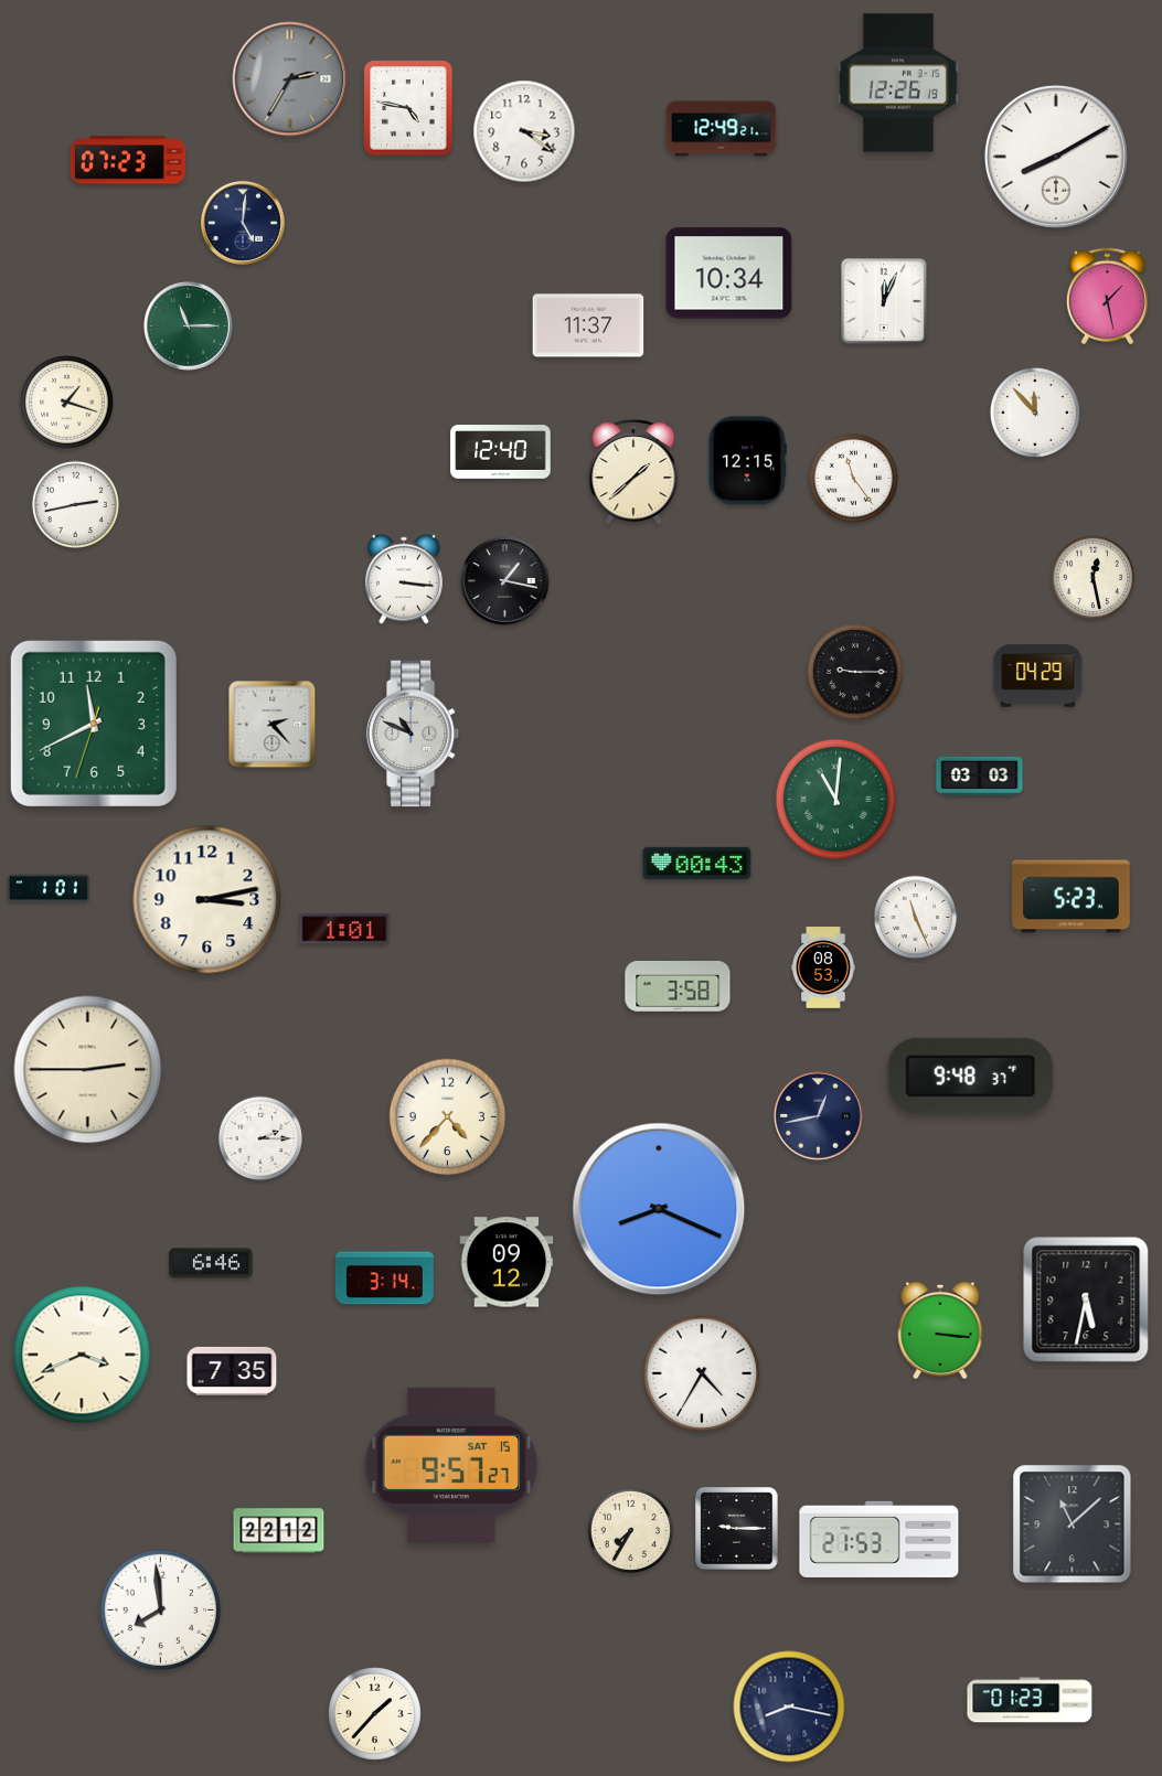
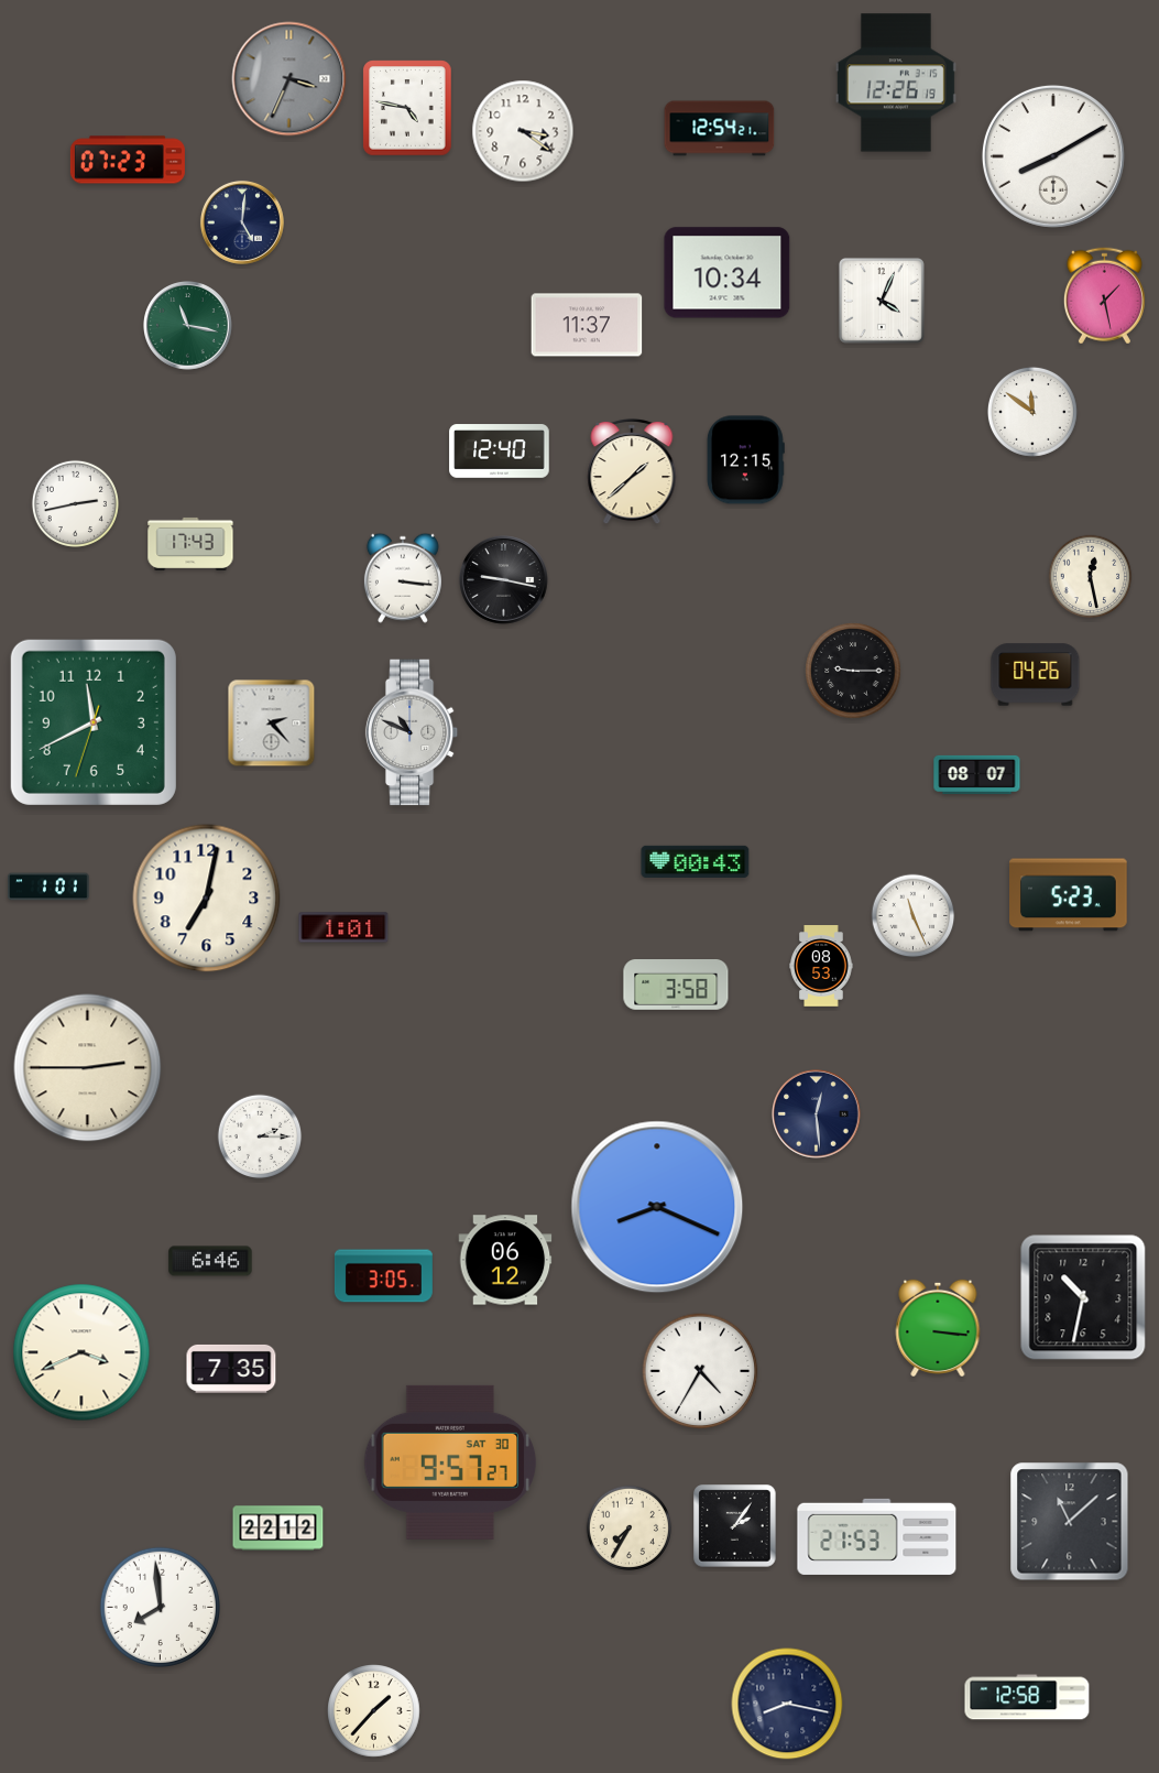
clock at (290, 79): 2:35 -> 3:34
clock at (722, 129): 12:49 -> 12:54
clock at (884, 301): 12:04 -> 4:04
clock at (189, 327): 11:15 -> 11:17
clock at (67, 403): 1:18 -> none
clock at (1035, 413): 11:53 -> 11:51
clock at (853, 478): 11:24 -> none
clock at (190, 544): none -> 17:43
clock at (505, 581): 1:17 -> 9:17
clock at (1038, 676): 04:29 -> 04:26
clock at (980, 775): 03:03 -> 08:07
clock at (835, 799): 11:01 -> none
clock at (207, 900): 3:13 -> 7:02
clock at (970, 1076): 9:48 -> none
clock at (819, 1116): 12:43 -> 12:29
clock at (448, 1117): 4:37 -> none
clock at (507, 1262): 09:12 -> 06:12
clock at (384, 1278): 3:14 -> 3:05
clock at (1086, 1299): 5:32 -> 10:32
clock at (451, 1465) date: SAT 15 -> SAT 30
clock at (737, 1529): 9:15 -> 2:06
clock at (1030, 1700): 01:23 -> 12:58
